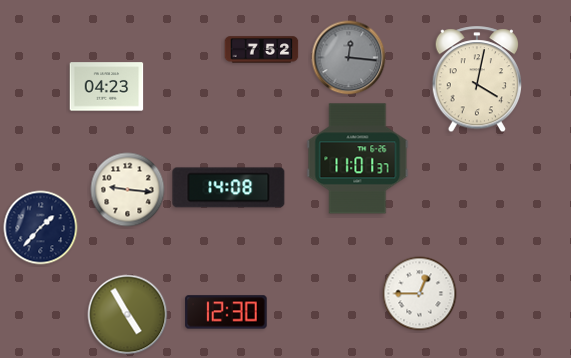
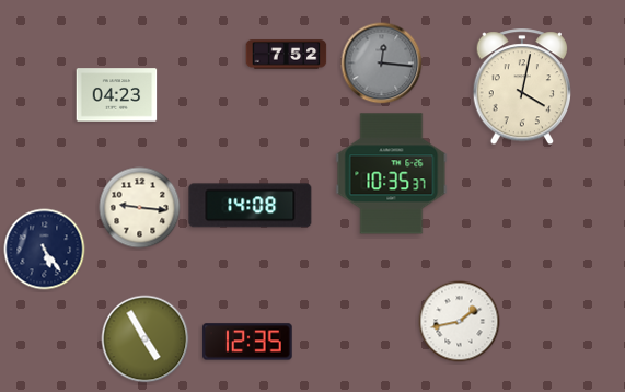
clock at (358, 159): 11:01 -> 10:35
clock at (41, 228): 1:37 -> 5:24
clock at (420, 294): 12:45 -> 1:43
clock at (226, 312): 12:30 -> 12:35
clock at (128, 315) position: (128, 315) -> (146, 339)
